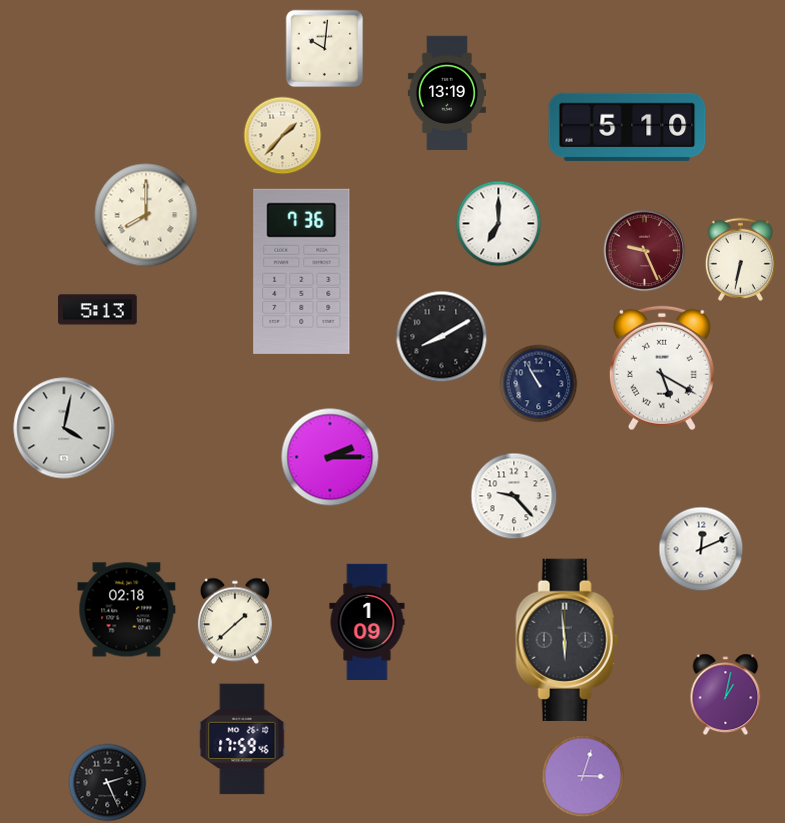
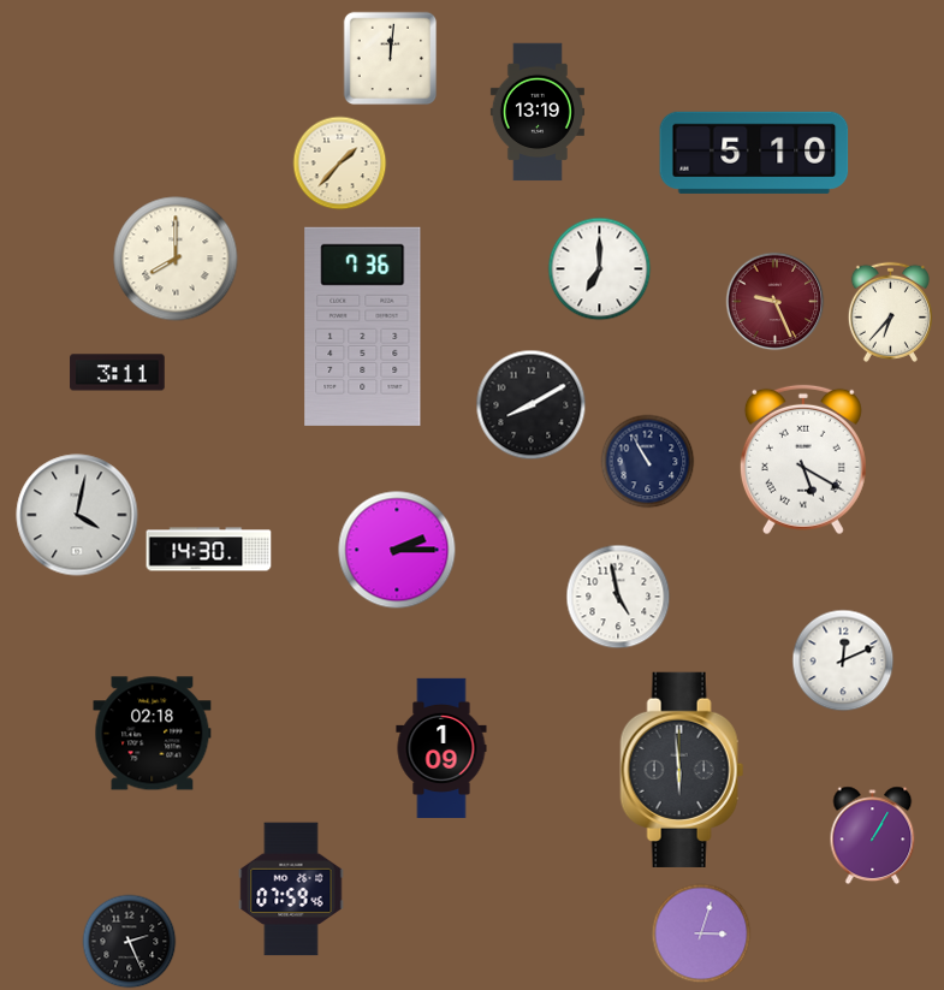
clock at (324, 48): 10:01 -> 12:01
clock at (740, 259): 6:32 -> 6:37
clock at (98, 310): 5:13 -> 3:11
clock at (662, 368) position: (662, 368) -> (803, 460)
clock at (209, 550): none -> 14:30
clock at (514, 496): 9:23 -> 4:58
clock at (235, 621): 1:38 -> none
clock at (726, 694): 1:02 -> 1:05
clock at (242, 739): 17:59 -> 07:59
